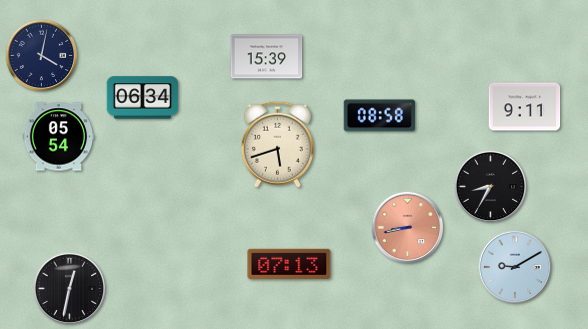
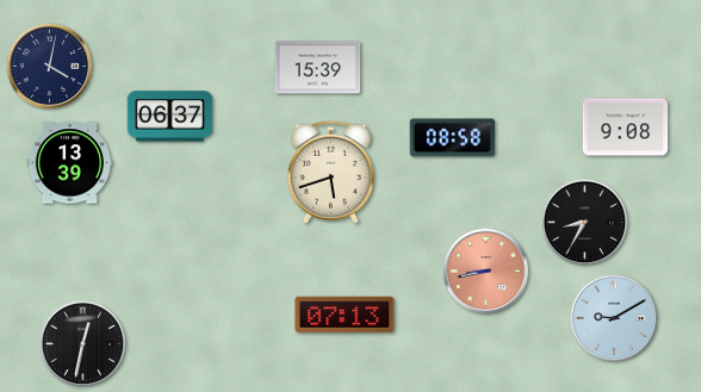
clock at (143, 98): 06:34 -> 06:37
clock at (525, 107): 9:11 -> 9:08
clock at (59, 137): 05:54 -> 13:39
